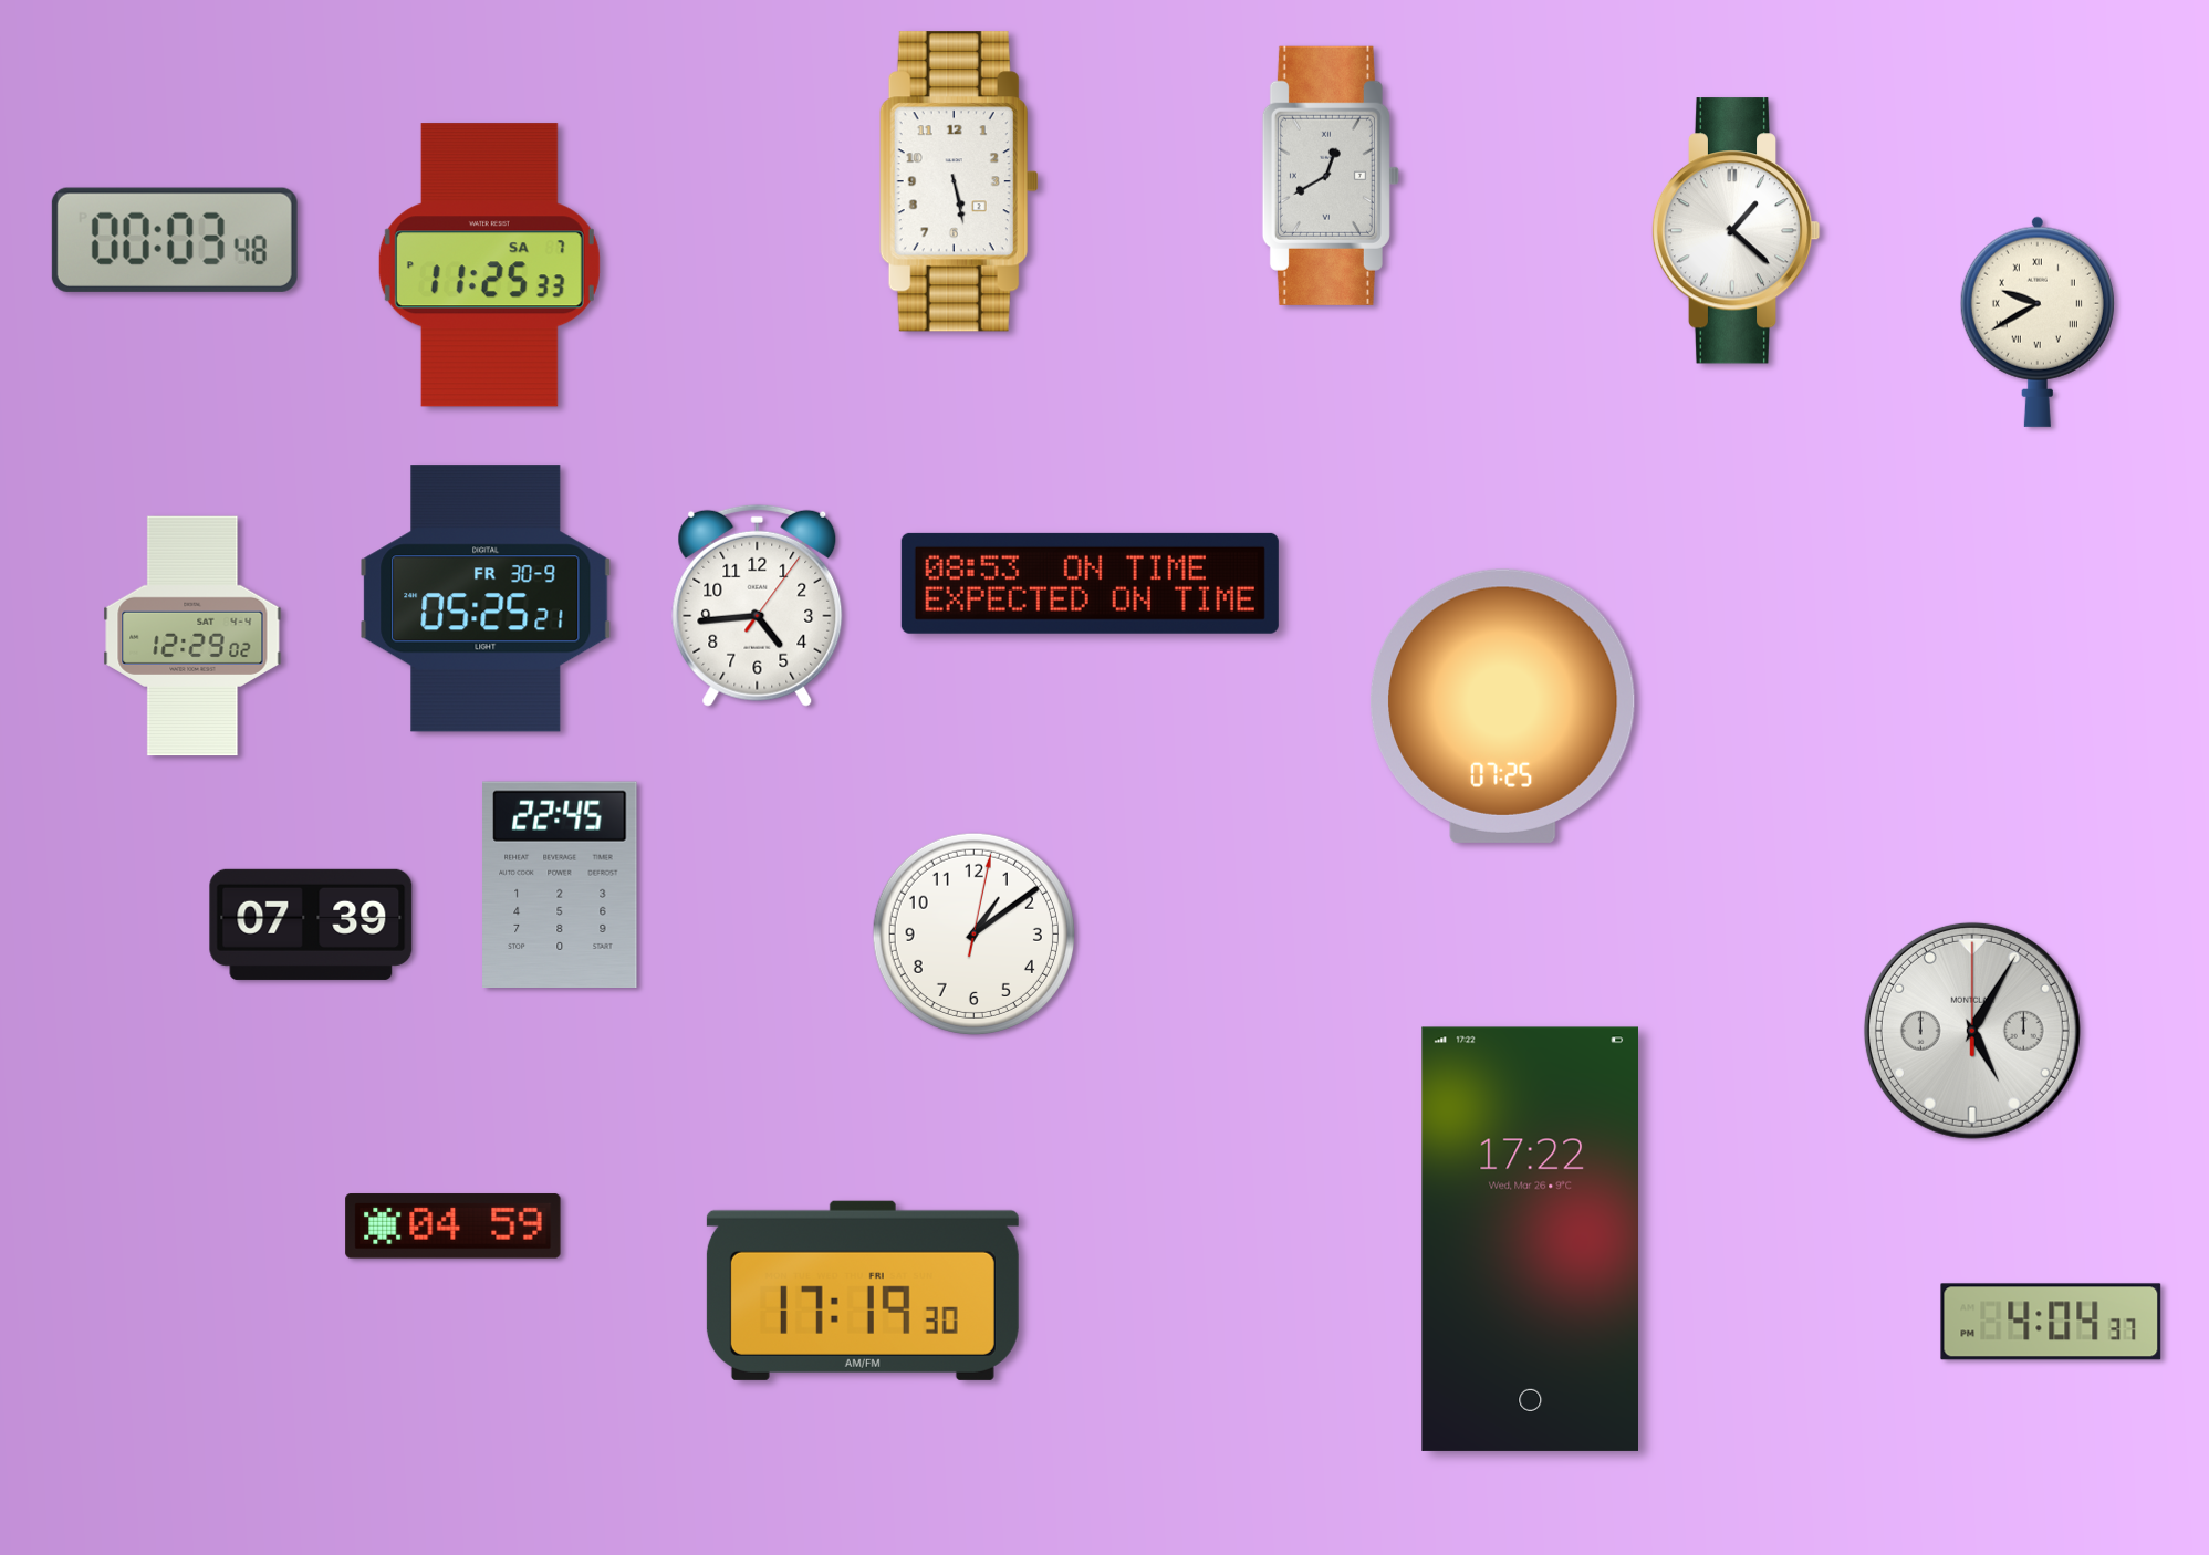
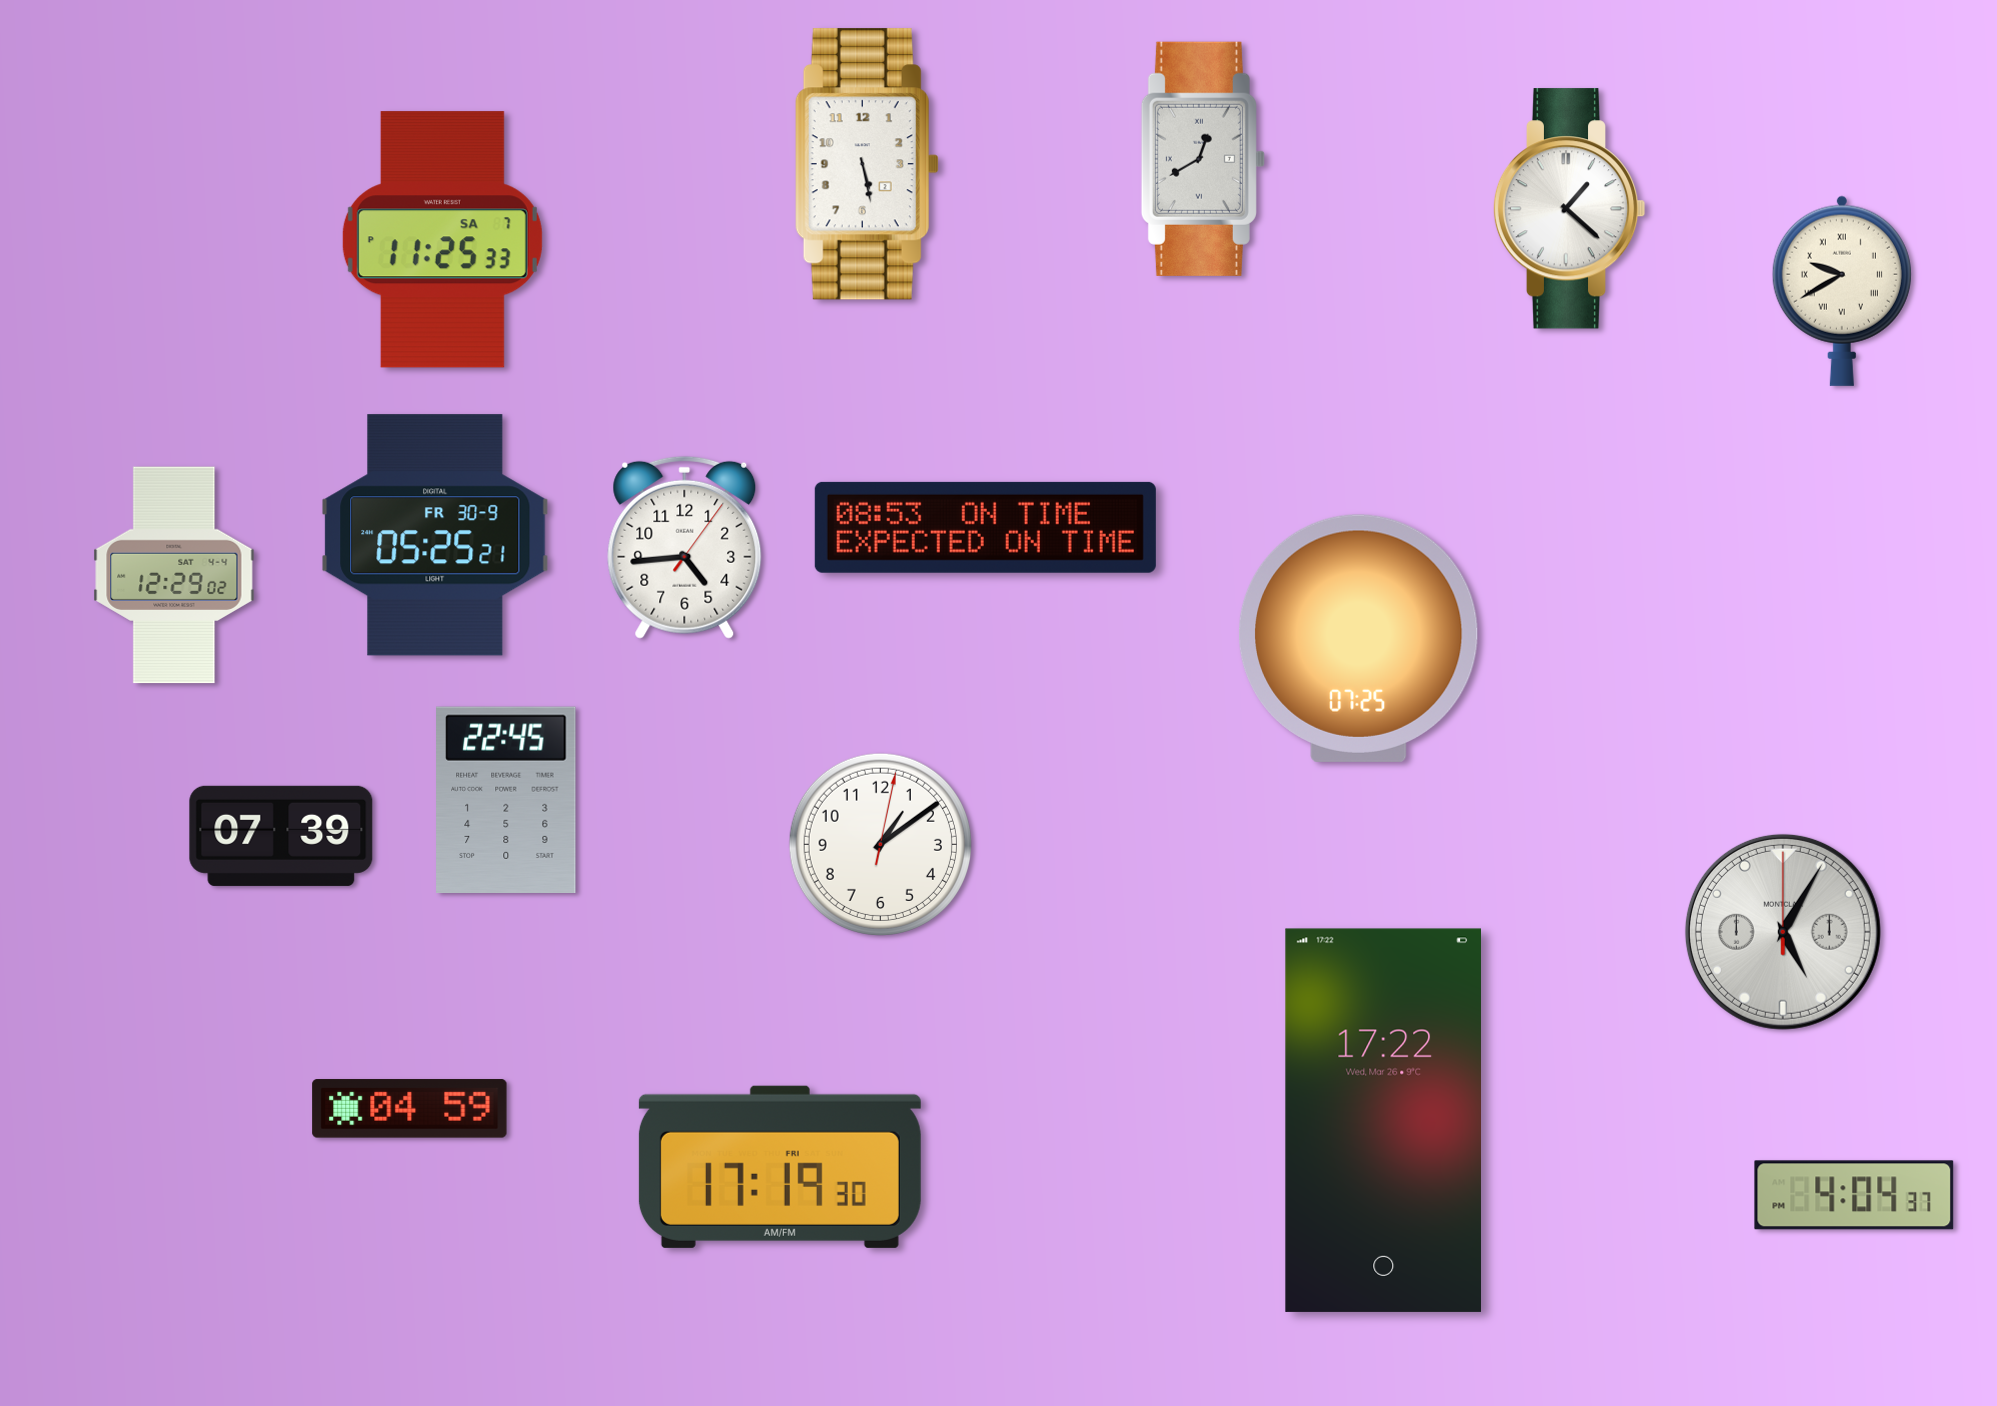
clock at (175, 240): 00:03 -> none
clock at (486, 598) position: (486, 598) -> (435, 535)
